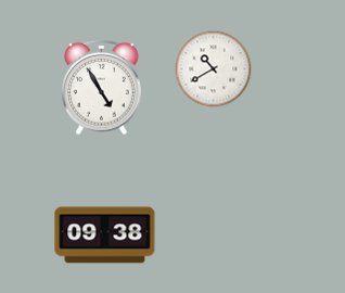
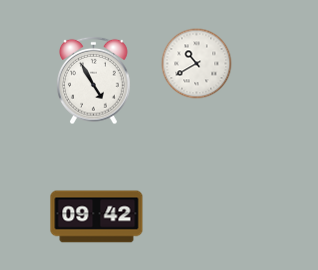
clock at (105, 235): 09:38 -> 09:42
